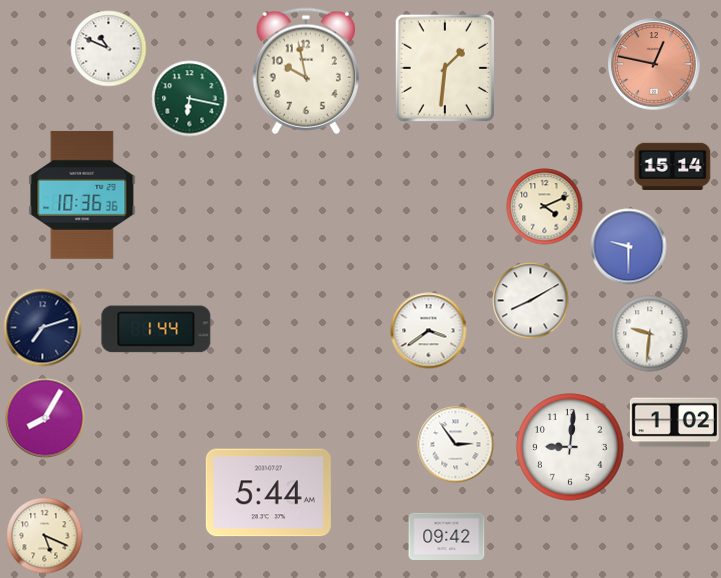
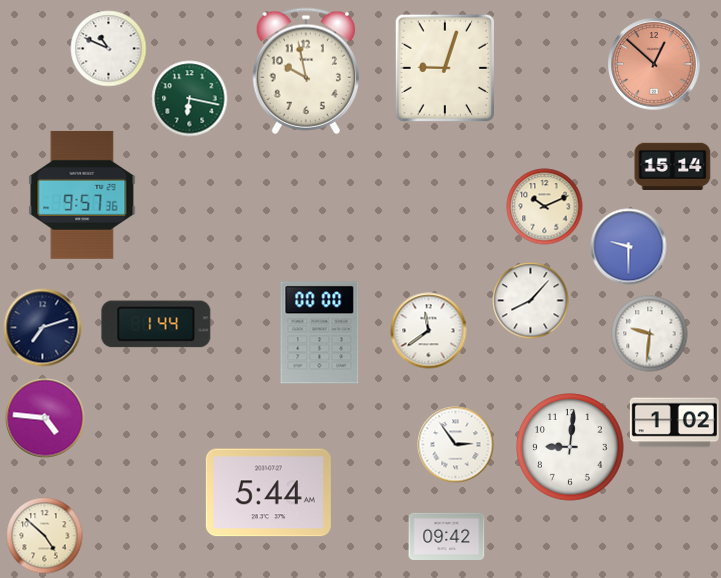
clock at (654, 64): 12:47 -> 12:52
clock at (444, 67): 1:31 -> 9:03
clock at (82, 195): 10:36 -> 9:57
clock at (545, 207): 4:11 -> 10:11
clock at (531, 301): 8:10 -> 8:07
clock at (156, 329) position: (156, 329) -> (156, 324)
clock at (429, 331): 3:39 -> 11:39
clock at (320, 333): none -> 00:00
clock at (45, 418): 8:05 -> 4:46
clock at (45, 536): 5:19 -> 4:52
